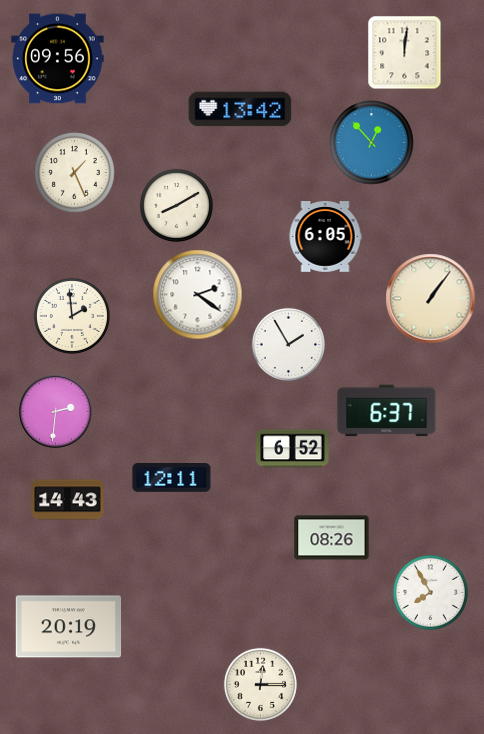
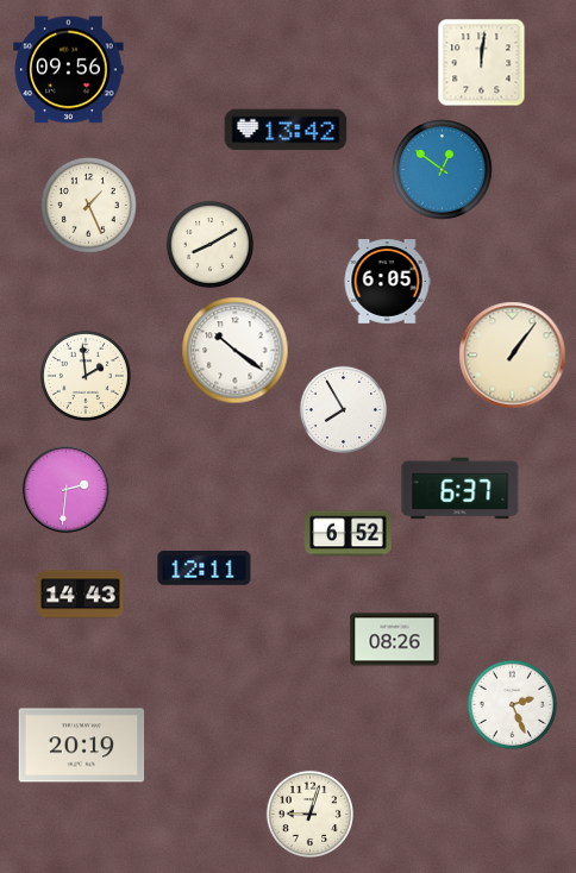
clock at (372, 143): 12:53 -> 12:51
clock at (198, 295): 2:21 -> 10:21
clock at (288, 344): 1:55 -> 7:55
clock at (430, 592): 7:55 -> 2:26
clock at (260, 684): 12:15 -> 9:03
